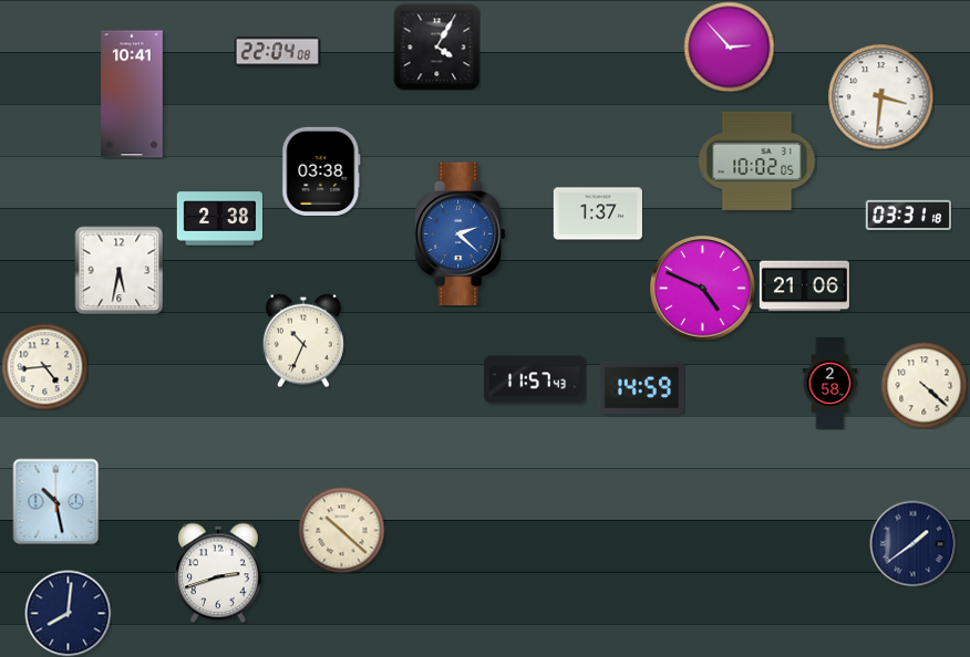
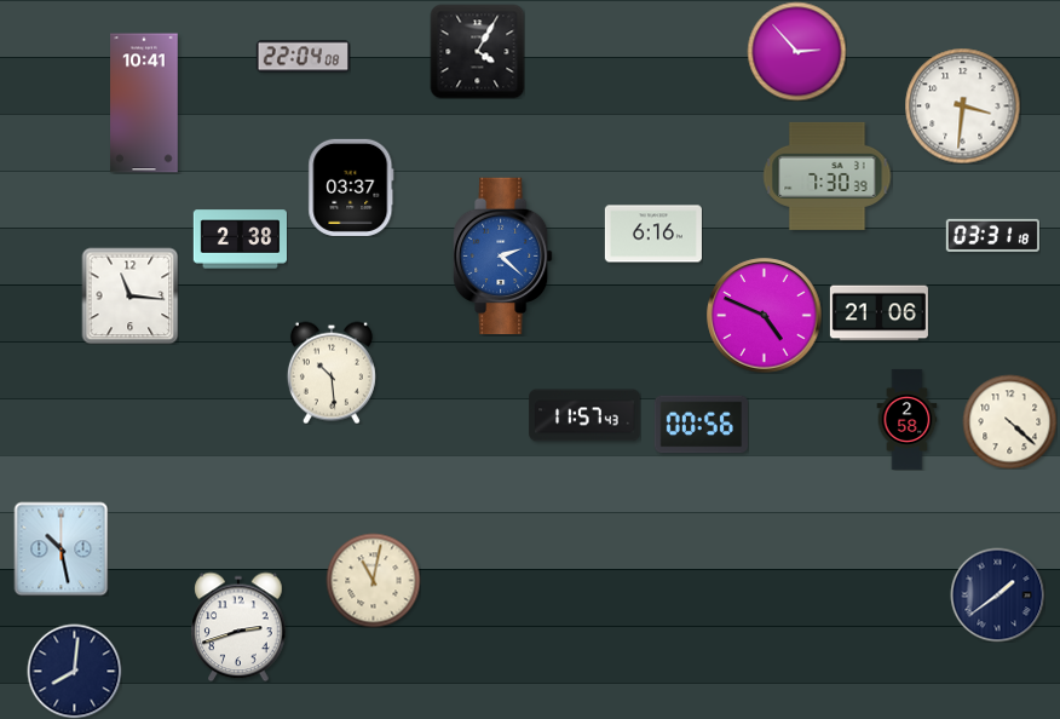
clock at (757, 160): 10:02 -> 7:30
clock at (321, 171): 03:38 -> 03:37
clock at (598, 213): 1:37 -> 6:16
clock at (118, 270): 5:32 -> 11:16
clock at (703, 289) position: (703, 289) -> (765, 316)
clock at (303, 341): 10:34 -> 10:29
clock at (44, 366): 4:44 -> none
clock at (641, 388): 14:59 -> 00:56
clock at (341, 530): 10:22 -> 11:02
